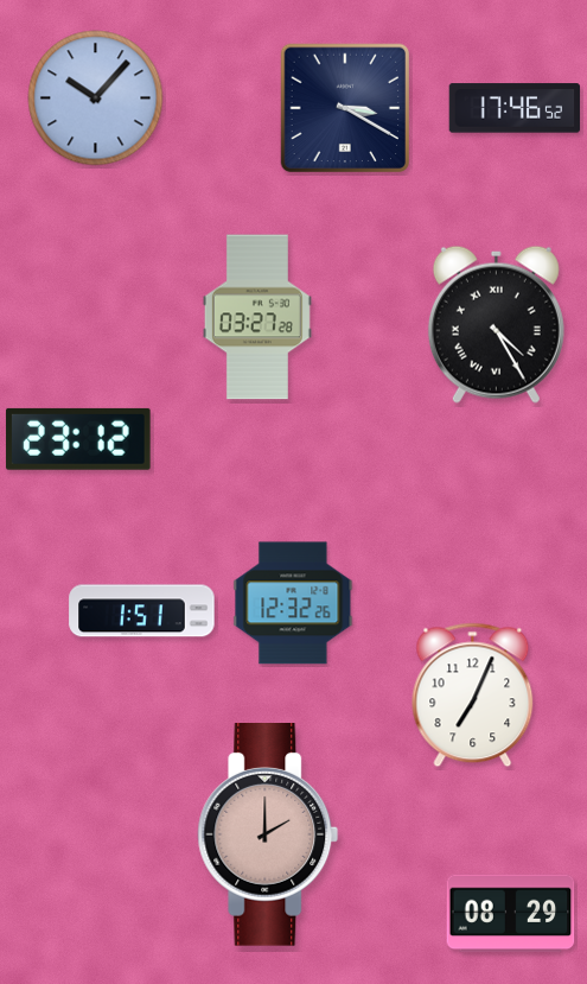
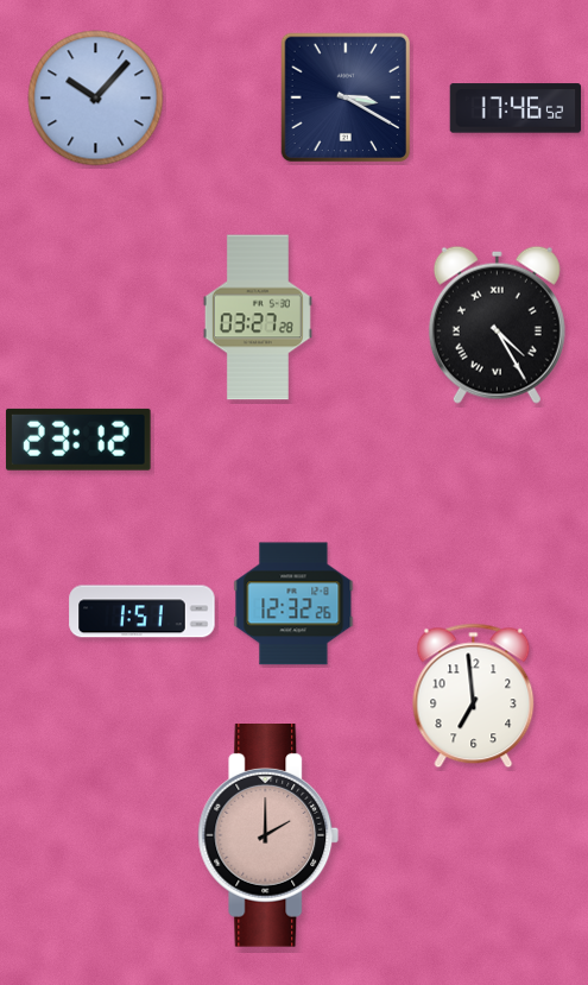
clock at (345, 108) position: (345, 108) -> (346, 97)
clock at (473, 696): 7:04 -> 6:59
clock at (511, 914): 08:29 -> none
